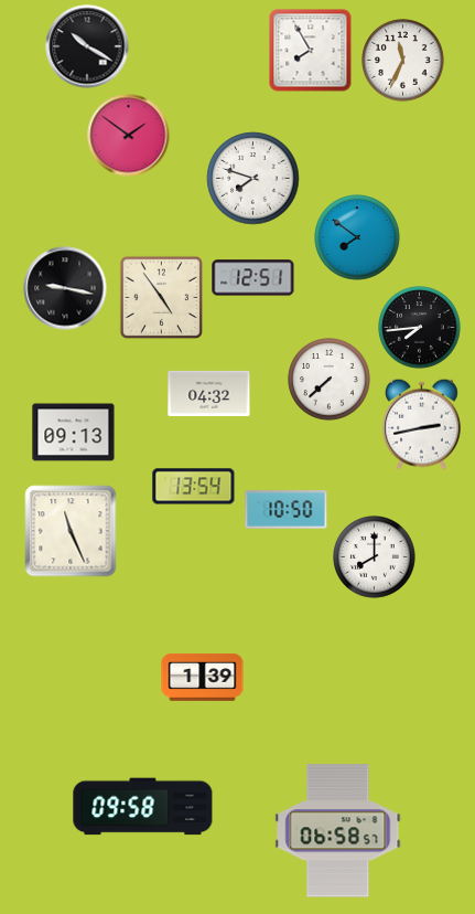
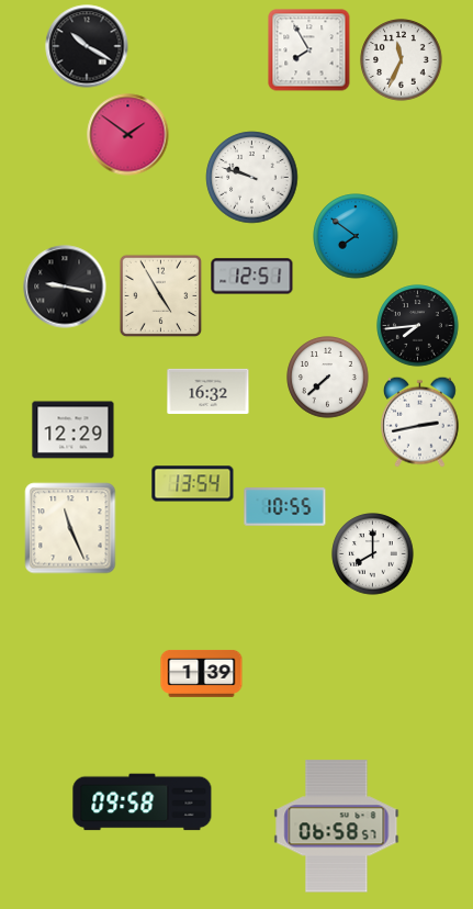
clock at (253, 179): 7:48 -> 9:48
clock at (162, 298): 4:54 -> 4:55
clock at (209, 393): 04:32 -> 16:32
clock at (74, 433): 09:13 -> 12:29
clock at (287, 510): 10:50 -> 10:55
